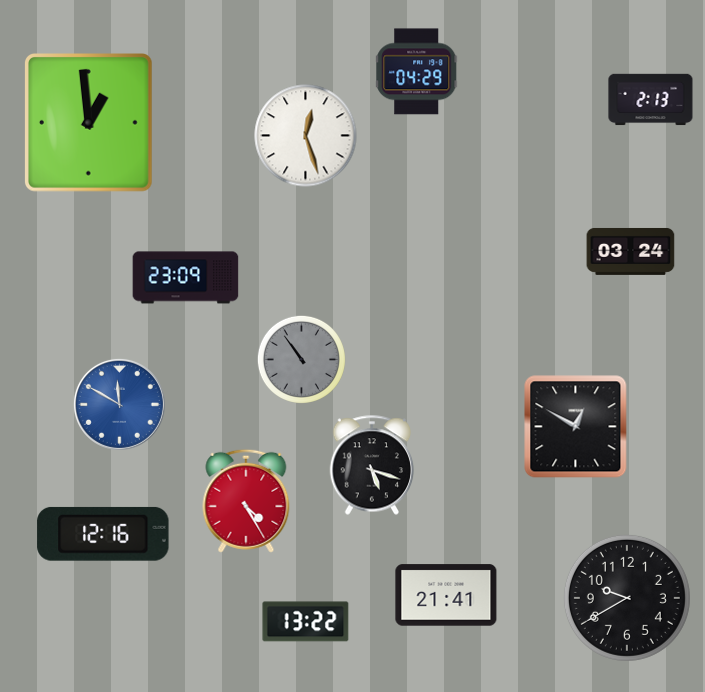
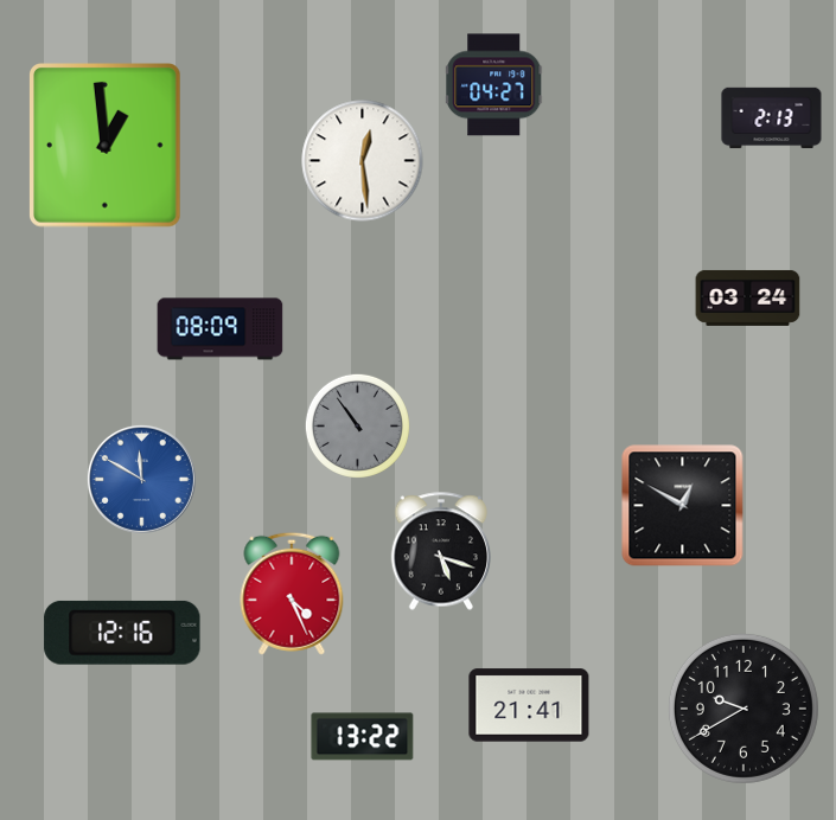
clock at (417, 72): 04:29 -> 04:27
clock at (306, 136): 12:27 -> 12:29
clock at (186, 278): 23:09 -> 08:09
clock at (246, 501): 4:25 -> 4:26
